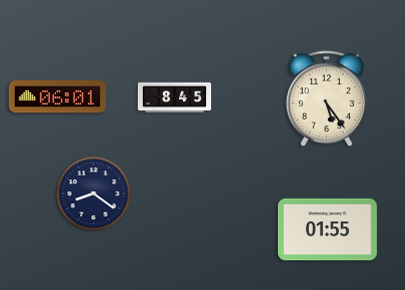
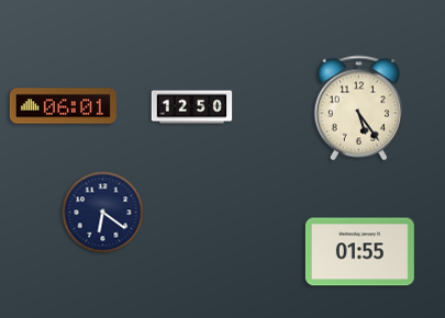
clock at (175, 98): 8:45 -> 12:50
clock at (94, 194): 8:21 -> 6:21
